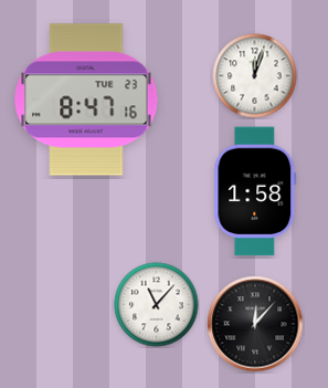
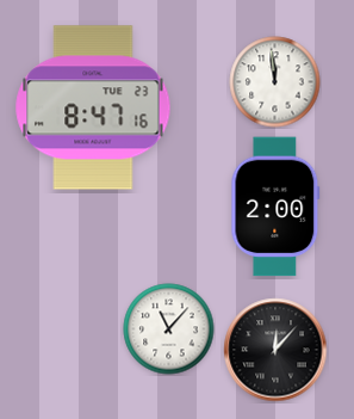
clock at (255, 76): 12:03 -> 11:59
clock at (255, 191): 1:58 -> 2:00
